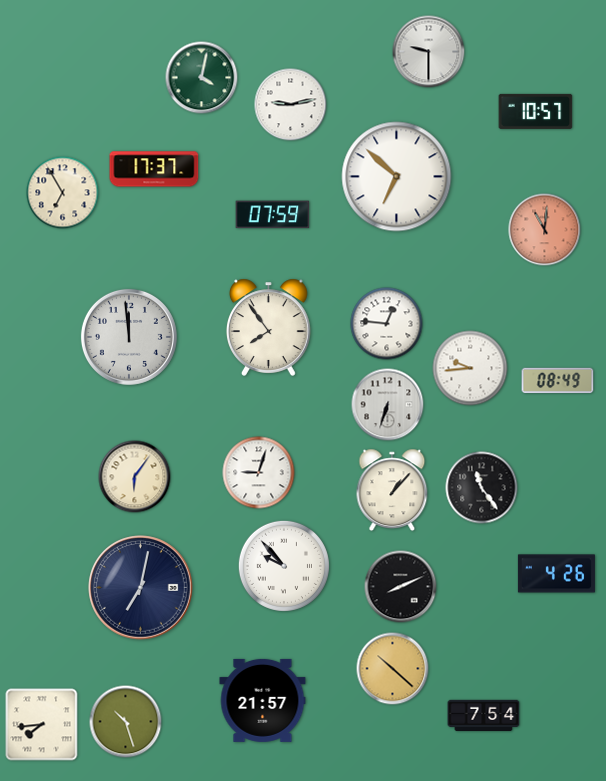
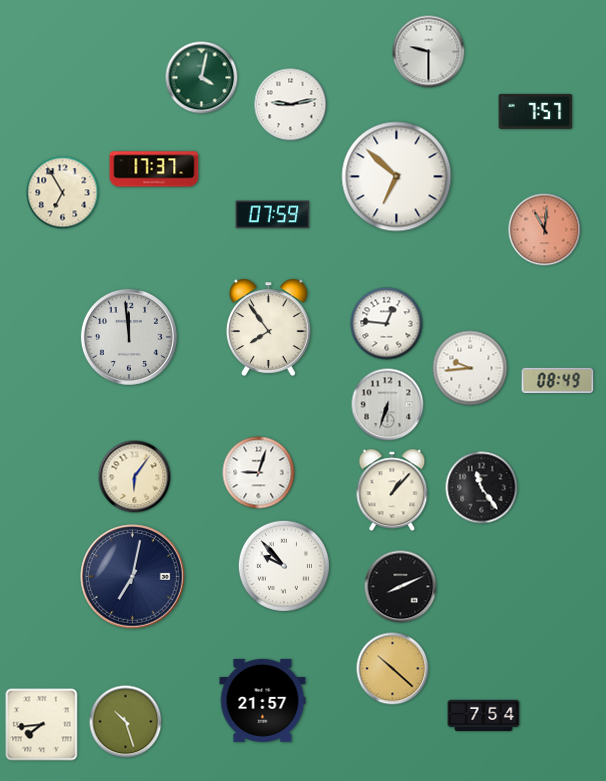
clock at (536, 111): 10:57 -> 7:57
clock at (556, 574): 4:26 -> none
clock at (141, 588) position: (141, 588) -> (133, 577)
